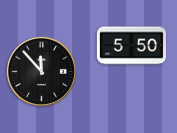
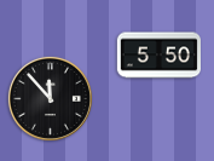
clock at (41, 71) position: (41, 71) -> (50, 98)
